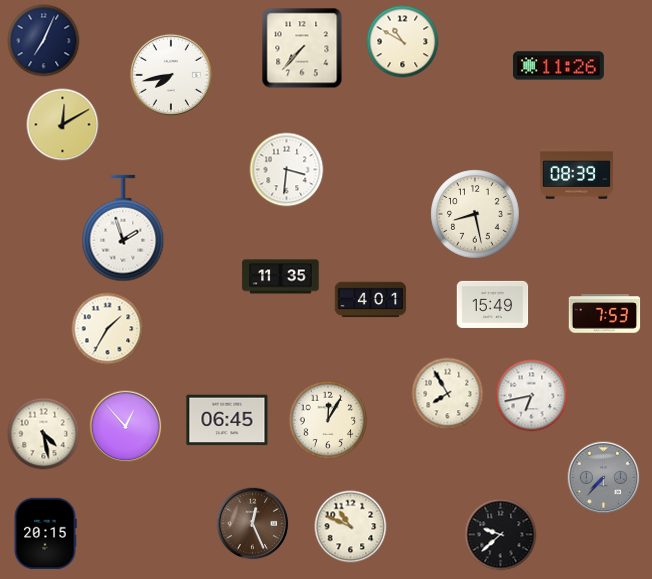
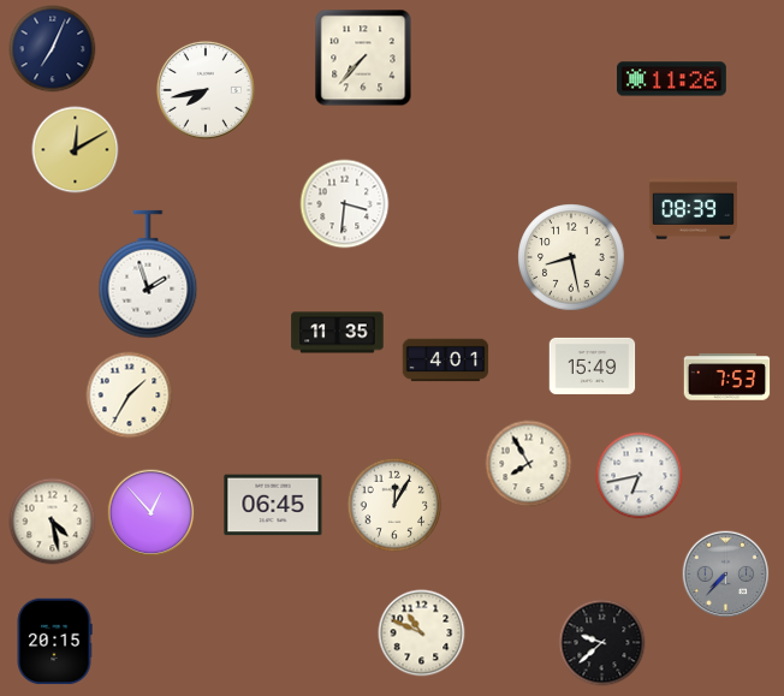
clock at (403, 42): 10:50 -> none
clock at (448, 394) position: (448, 394) -> (529, 464)
clock at (253, 524): 12:26 -> none
